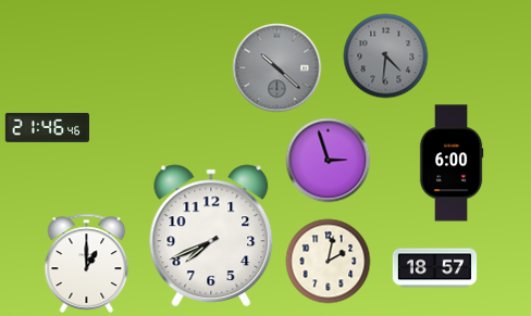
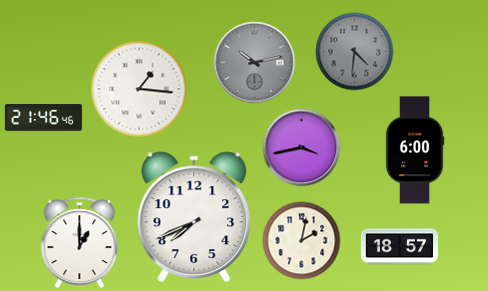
clock at (276, 67): 10:22 -> 10:13
clock at (139, 89): none -> 1:16
clock at (328, 160): 2:57 -> 3:43
